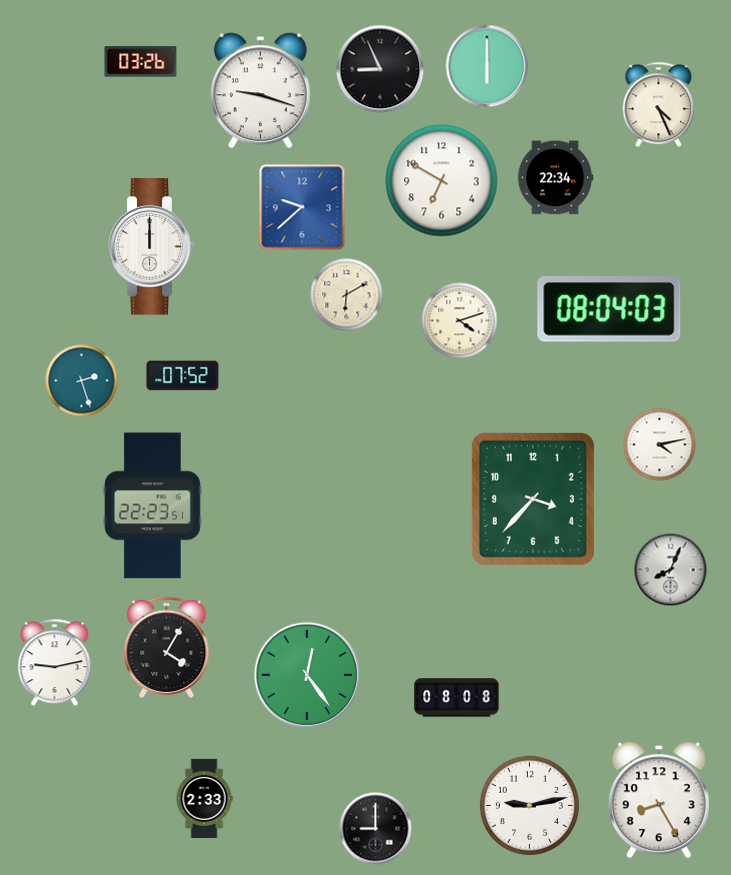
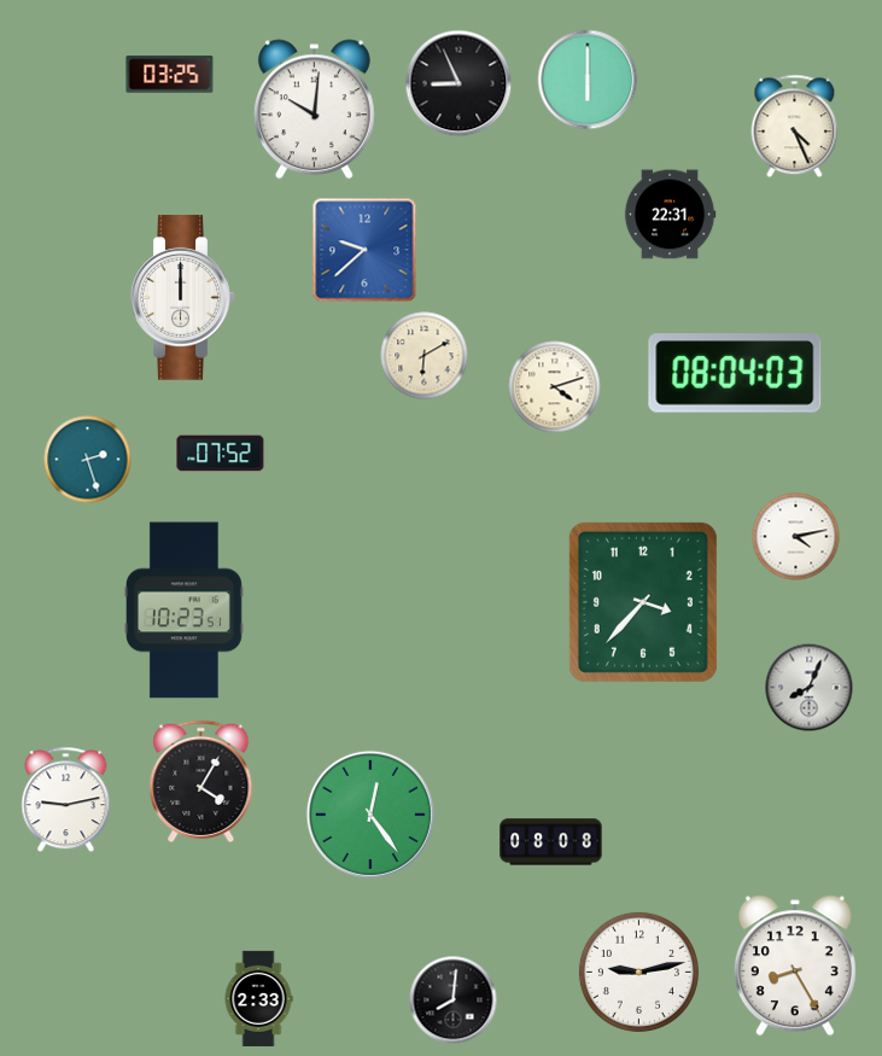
clock at (141, 62): 03:26 -> 03:25
clock at (260, 91): 9:18 -> 10:01
clock at (555, 178): 22:34 -> 22:31
clock at (442, 181): 6:50 -> none
clock at (347, 295) position: (347, 295) -> (425, 356)
clock at (82, 381) position: (82, 381) -> (88, 460)
clock at (152, 506): 22:23 -> 10:23
clock at (204, 798) position: (204, 798) -> (258, 998)
clock at (376, 829): 9:00 -> 8:01
